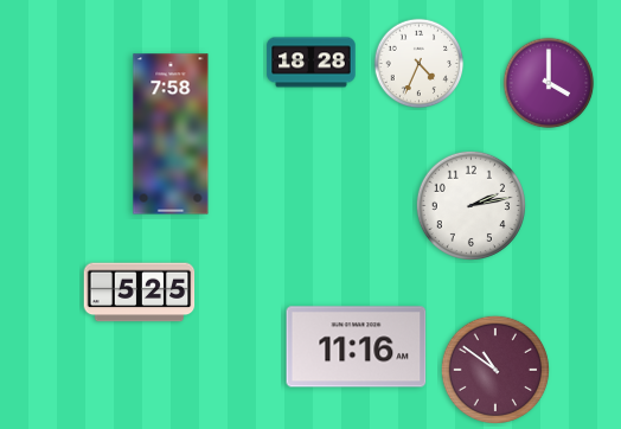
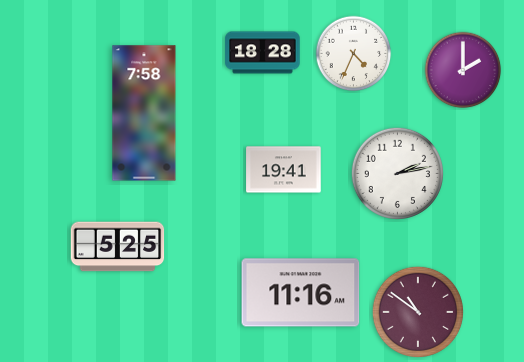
clock at (549, 83): 4:00 -> 2:00
clock at (284, 170): none -> 19:41
